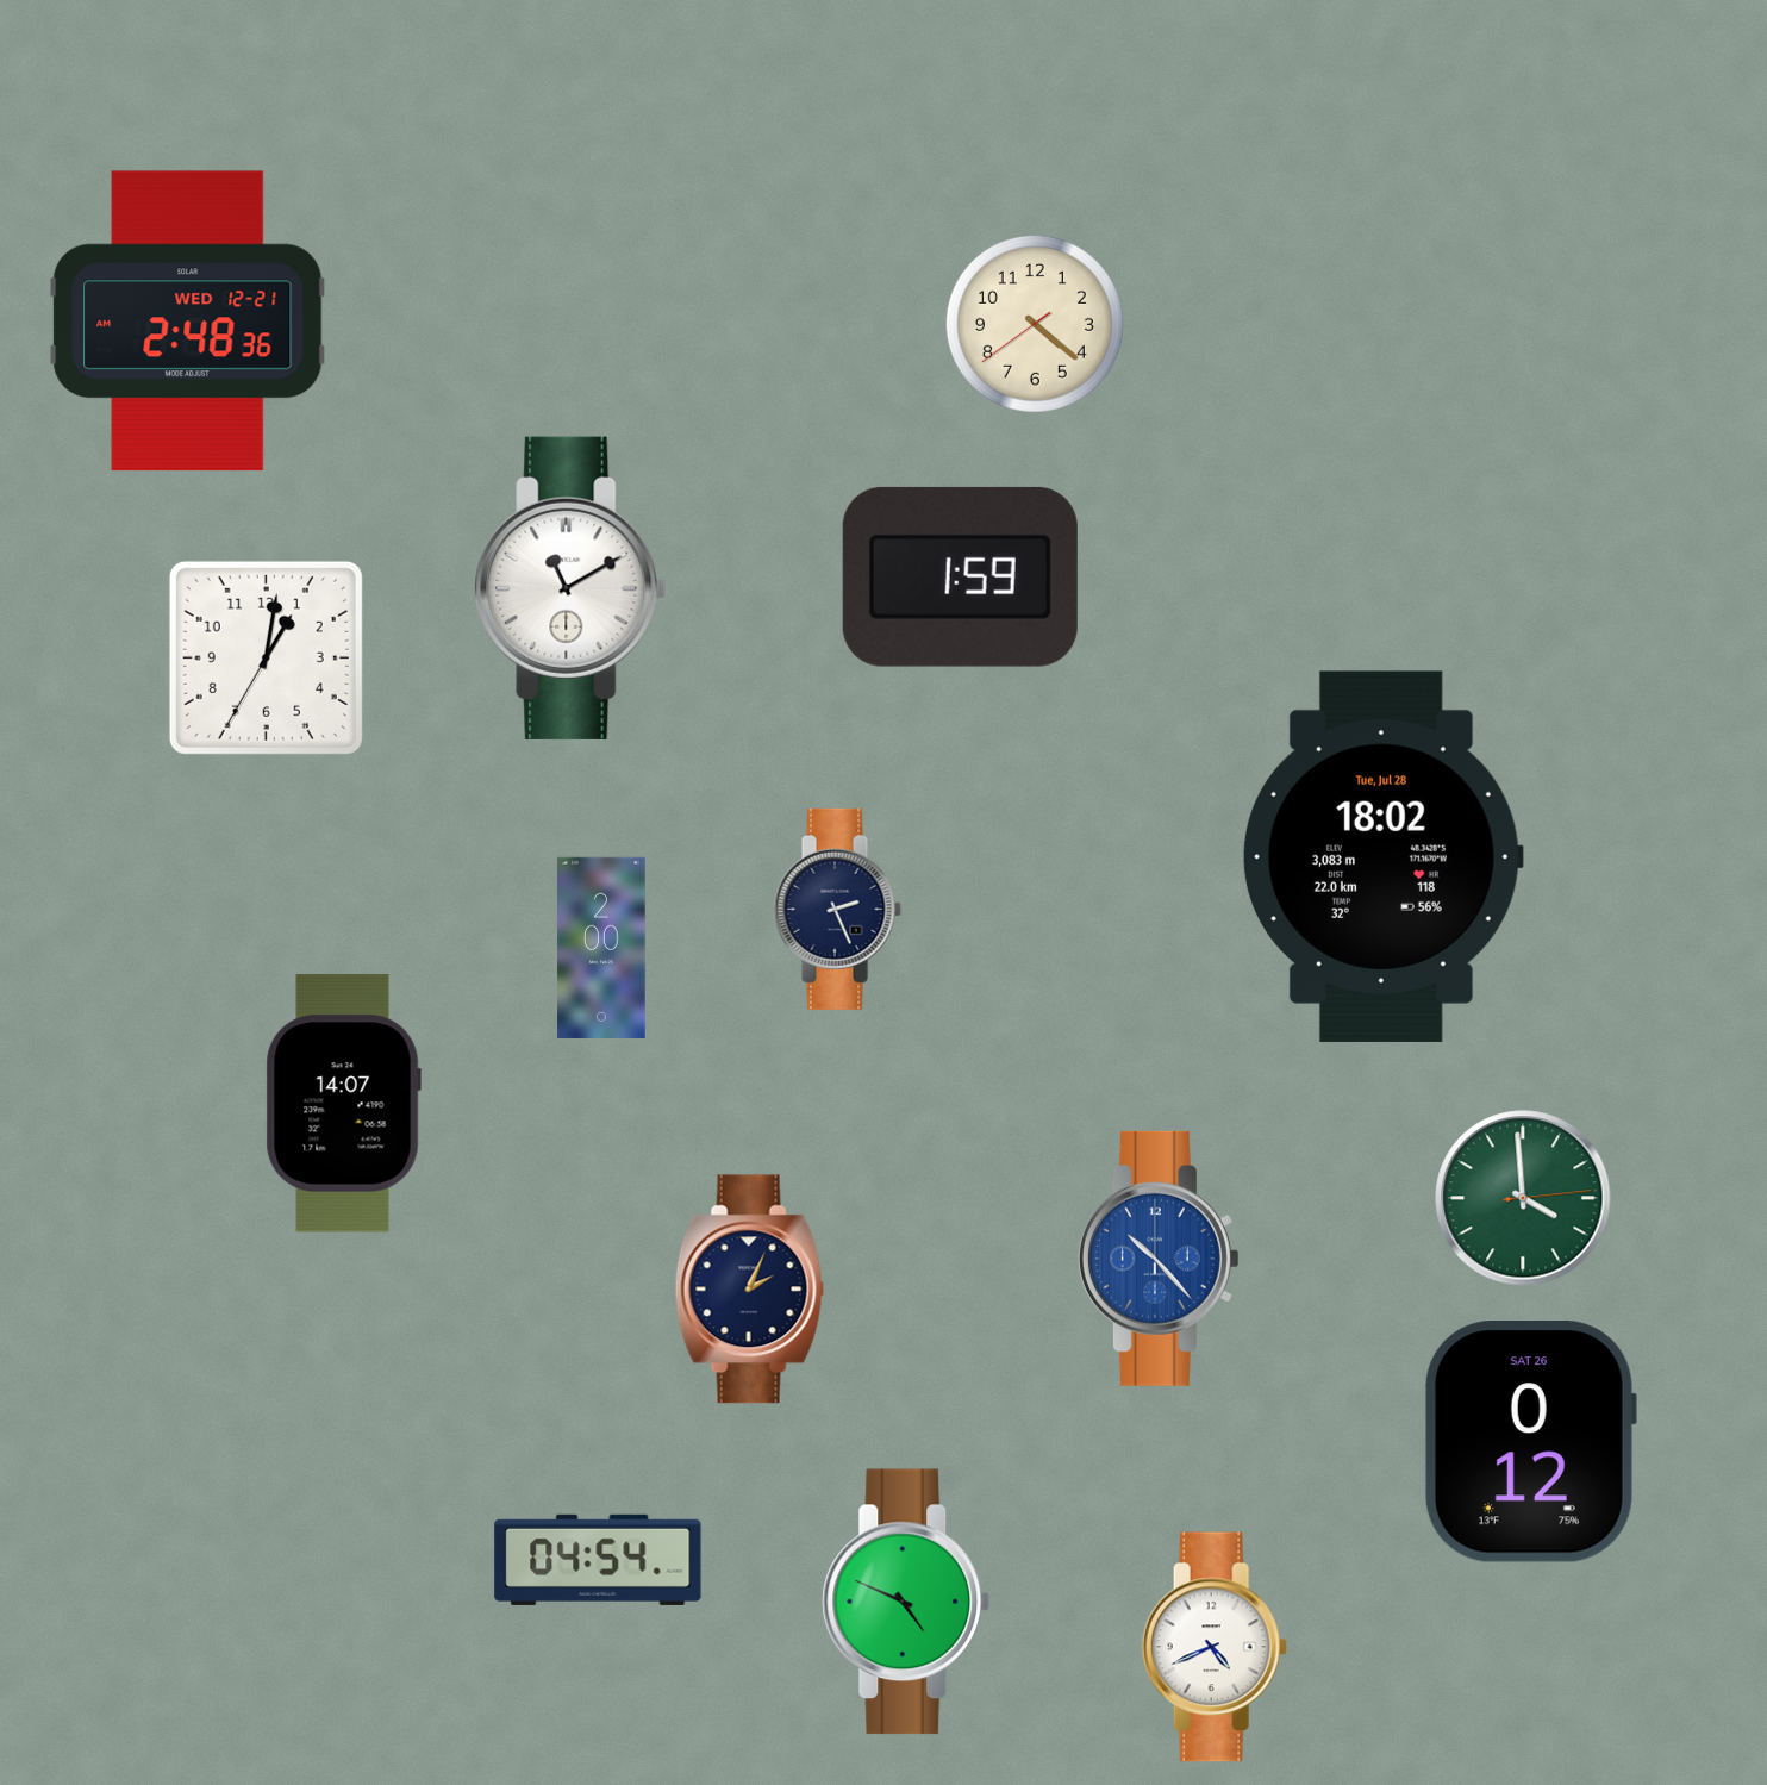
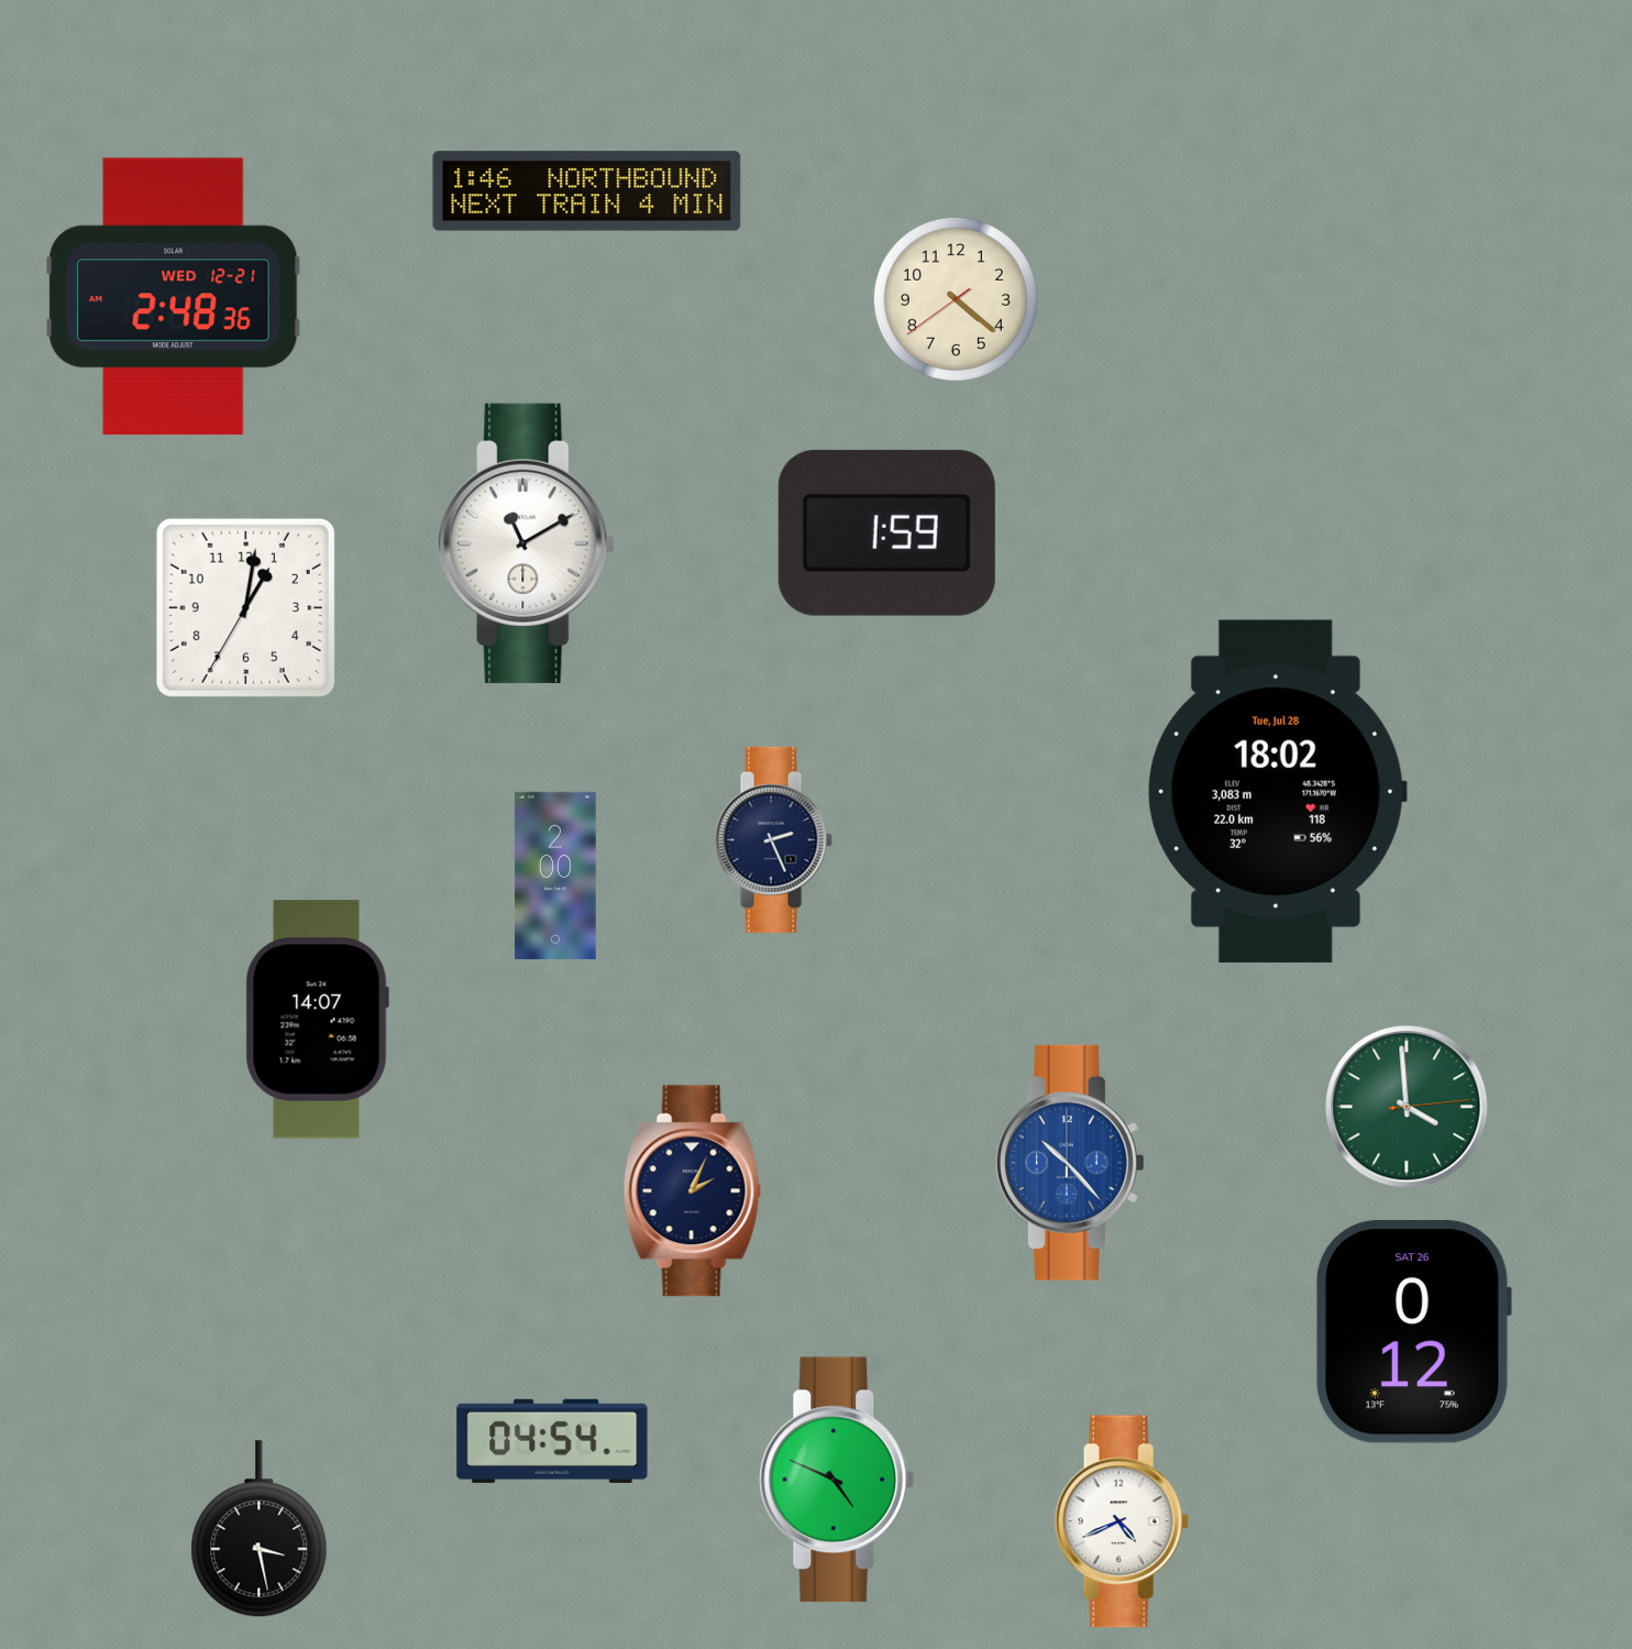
clock at (587, 191): none -> 1:46
clock at (260, 1529): none -> 3:28
